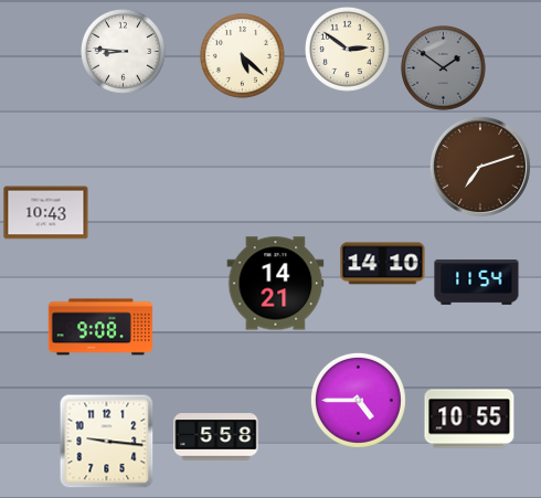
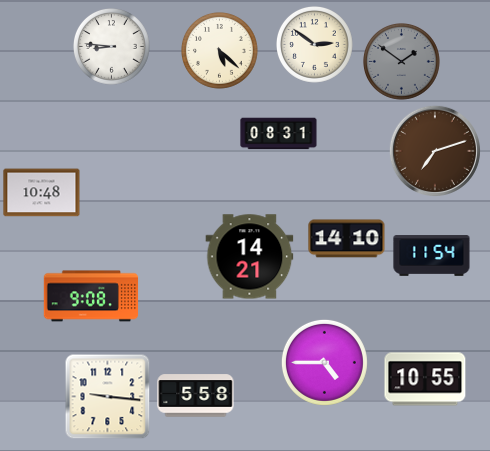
clock at (279, 134): none -> 08:31
clock at (46, 213): 10:43 -> 10:48
clock at (107, 442) position: (107, 442) -> (108, 397)
